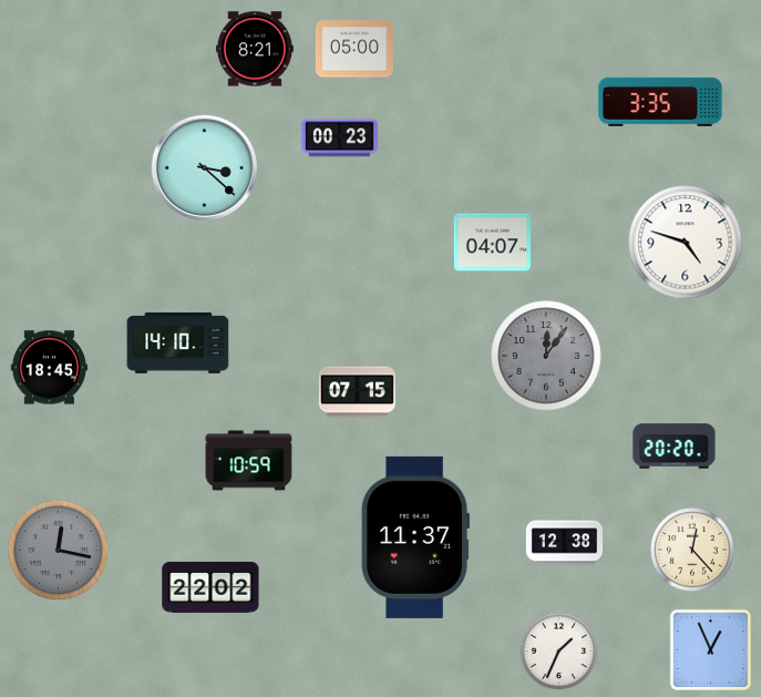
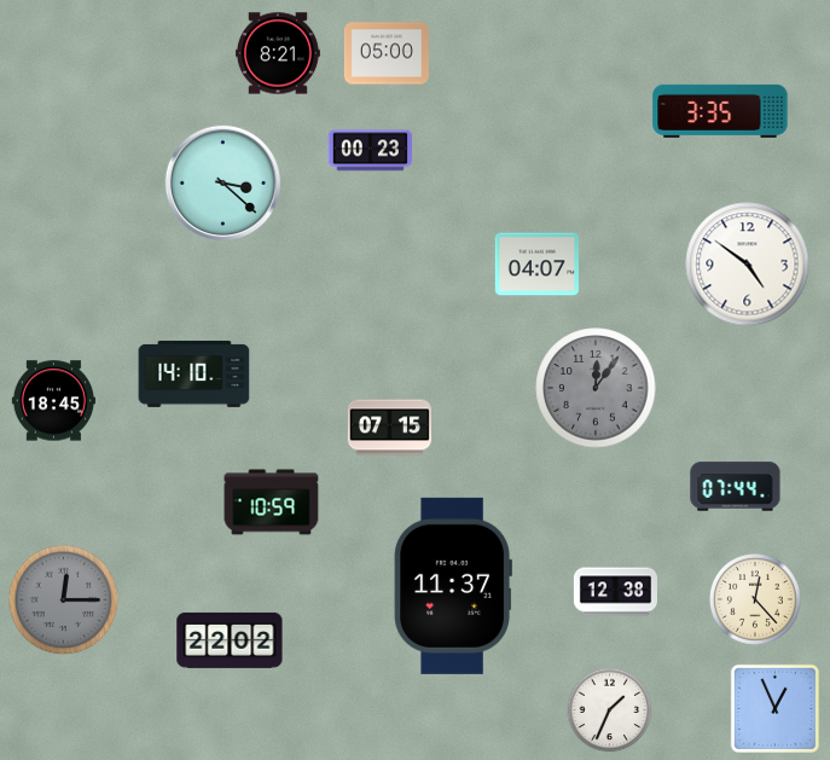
clock at (686, 243): 4:48 -> 4:51
clock at (675, 447): 20:20 -> 07:44
clock at (59, 551): 12:17 -> 12:15
